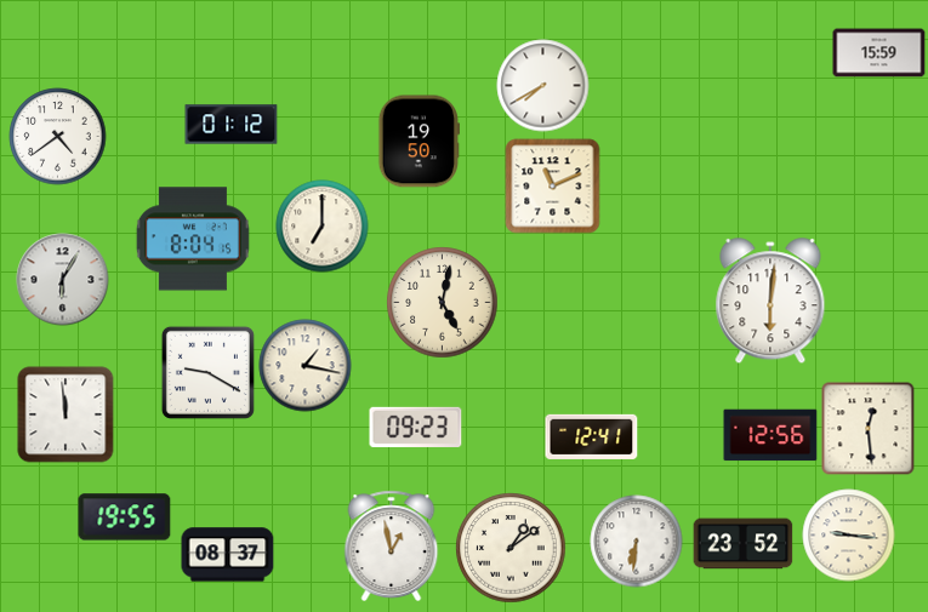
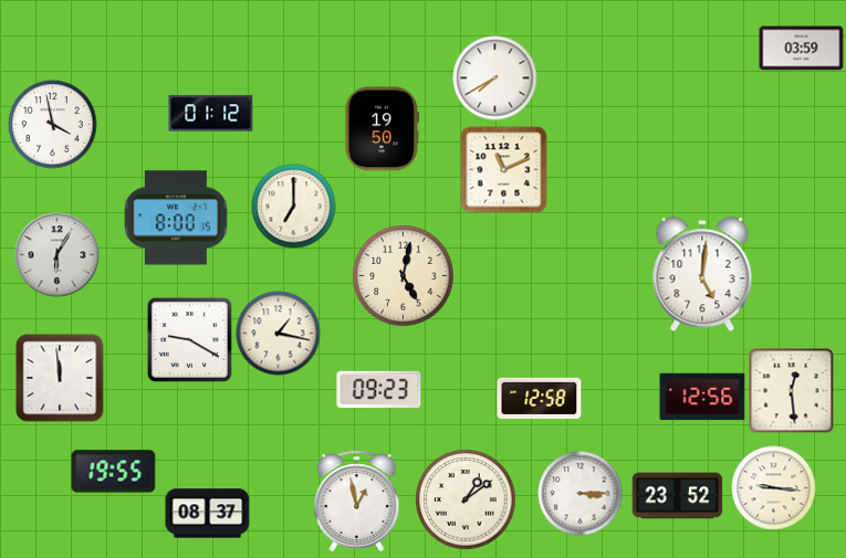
clock at (879, 53): 15:59 -> 03:59
clock at (58, 137): 4:39 -> 3:58
clock at (193, 239): 8:04 -> 8:00
clock at (770, 302): 6:01 -> 5:01
clock at (592, 436): 12:41 -> 12:58
clock at (637, 542): 6:31 -> 3:15
clock at (392, 547) position: (392, 547) -> (357, 502)
clock at (228, 555) position: (228, 555) -> (208, 514)
